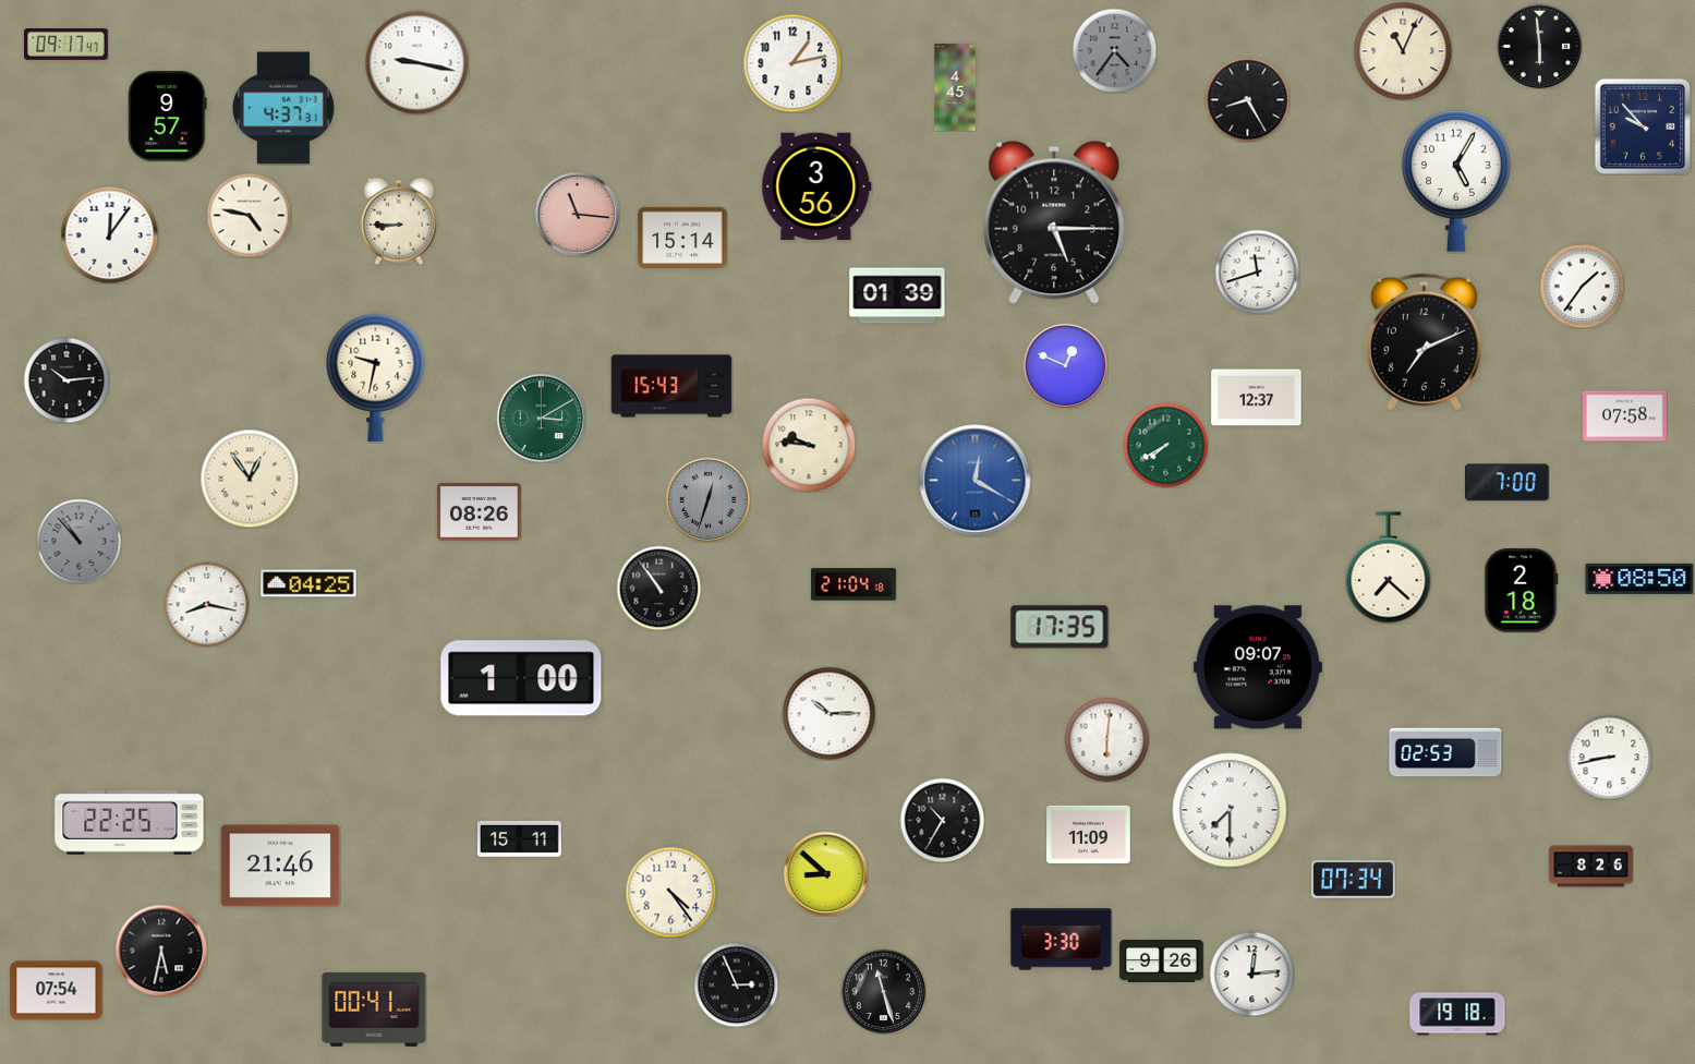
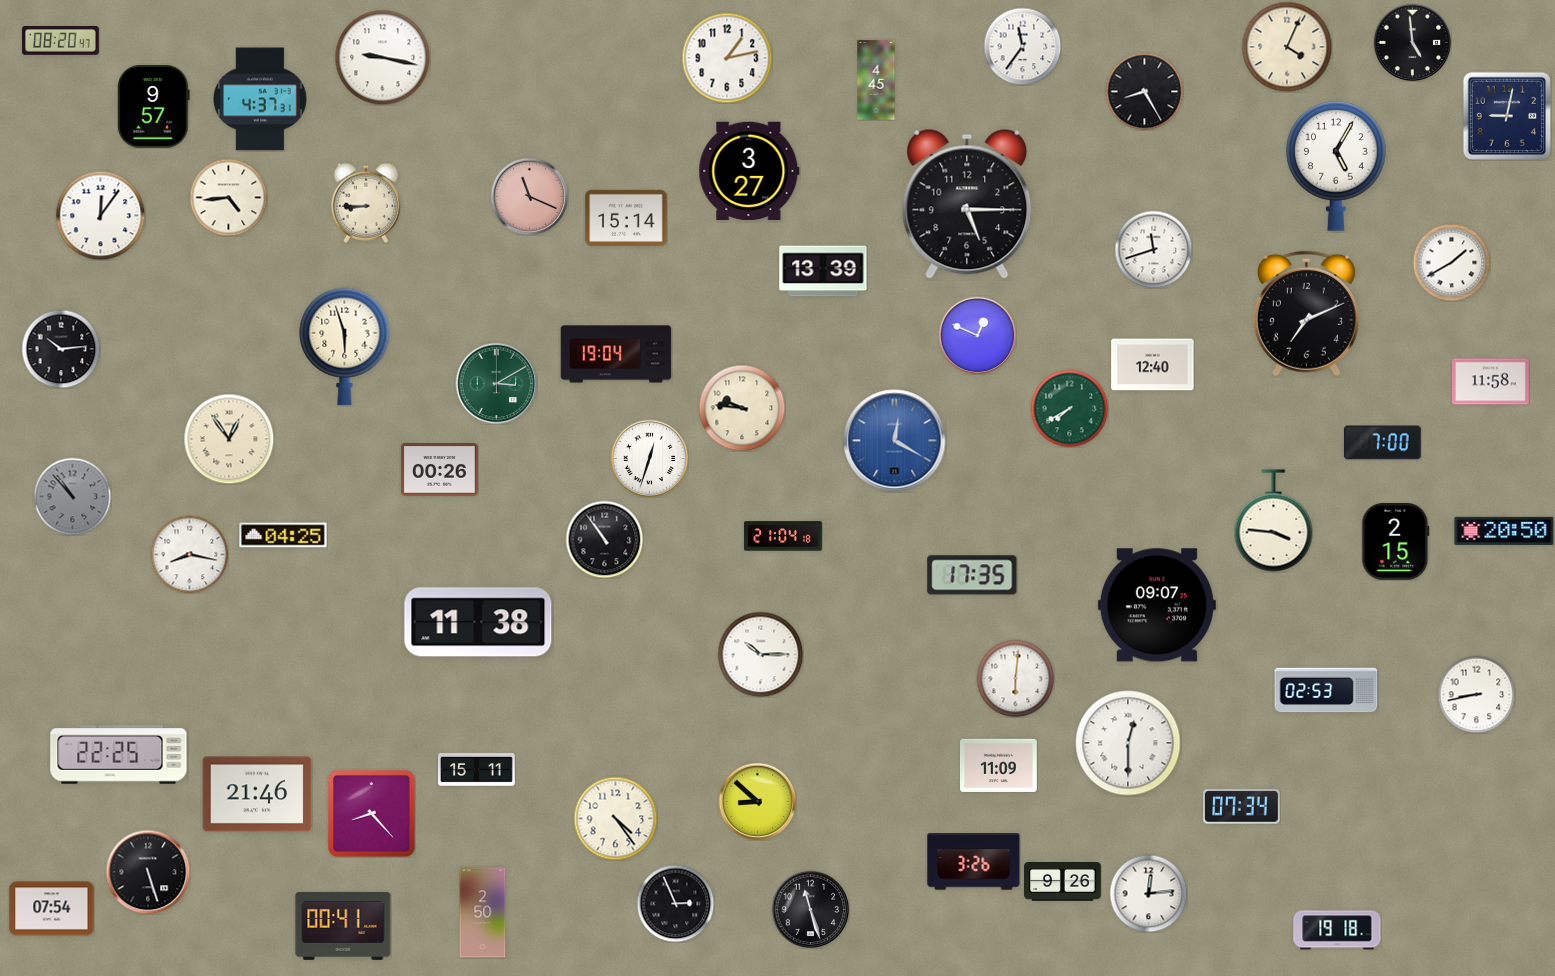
clock at (66, 45): 09:17 -> 08:20
clock at (1539, 46): 5:59 -> 4:59
clock at (1114, 50): 4:36 -> 11:36
clock at (1114, 50) dial: grey -> white
clock at (1403, 51): 11:04 -> 4:04
clock at (1642, 125): 9:53 -> 9:02
clock at (816, 186): 3:56 -> 3:27
clock at (577, 214): 11:16 -> 11:19
clock at (249, 215): 4:47 -> 4:44
clock at (1582, 286): 1:36 -> 1:40
clock at (897, 295): 01:39 -> 13:39
clock at (376, 377): 9:32 -> 5:57
clock at (671, 386): 15:43 -> 19:04
clock at (1257, 398): 12:37 -> 12:40
clock at (1625, 416): 07:58 -> 11:58
clock at (707, 499) dial: grey -> white
clock at (480, 512): 08:26 -> 00:26
clock at (1389, 568): 7:22 -> 3:46
clock at (1639, 579): 08:50 -> 20:50
clock at (1522, 591): 2:18 -> 2:15
clock at (1258, 667) position: (1258, 667) -> (1157, 605)
clock at (521, 678): 1:00 -> 11:38
clock at (1230, 810): 7:30 -> 12:30
clock at (942, 820): 10:35 -> none
clock at (1591, 867): 8:26 -> none
clock at (372, 814): none -> 8:23
clock at (1062, 940): 3:30 -> 3:26
clock at (161, 951): 5:32 -> 5:27
clock at (1162, 962) position: (1162, 962) -> (1063, 882)
clock at (483, 913): none -> 2:50
